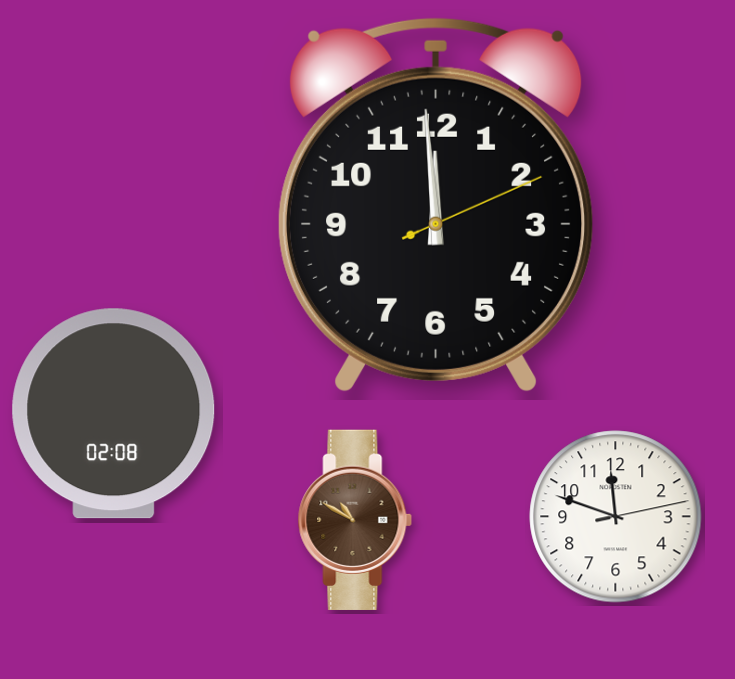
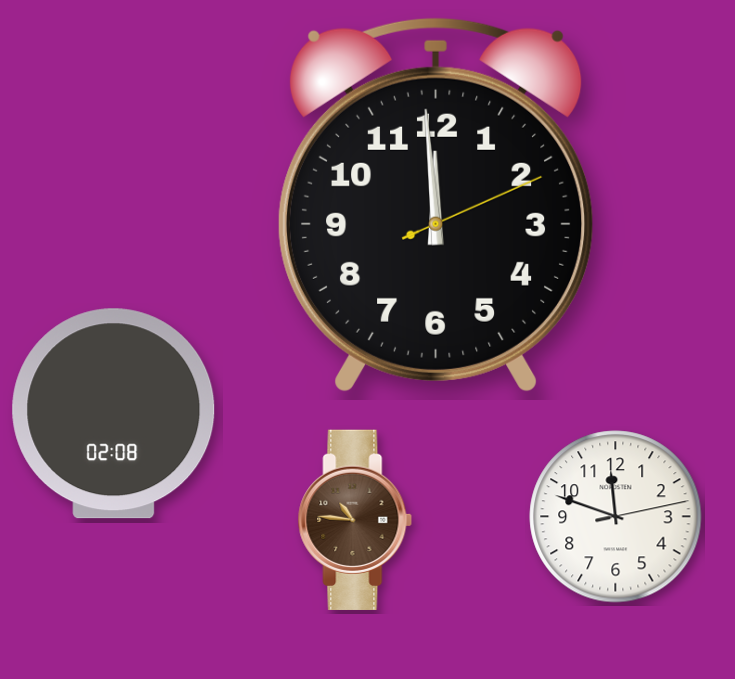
clock at (355, 520): 10:50 -> 10:46
